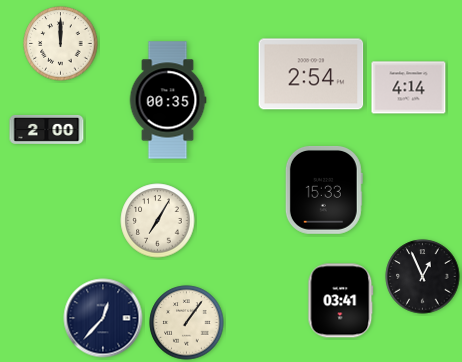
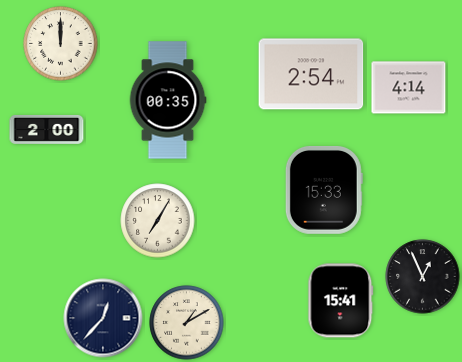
clock at (341, 301): 03:41 -> 15:41
clock at (187, 323): 1:06 -> 1:10
